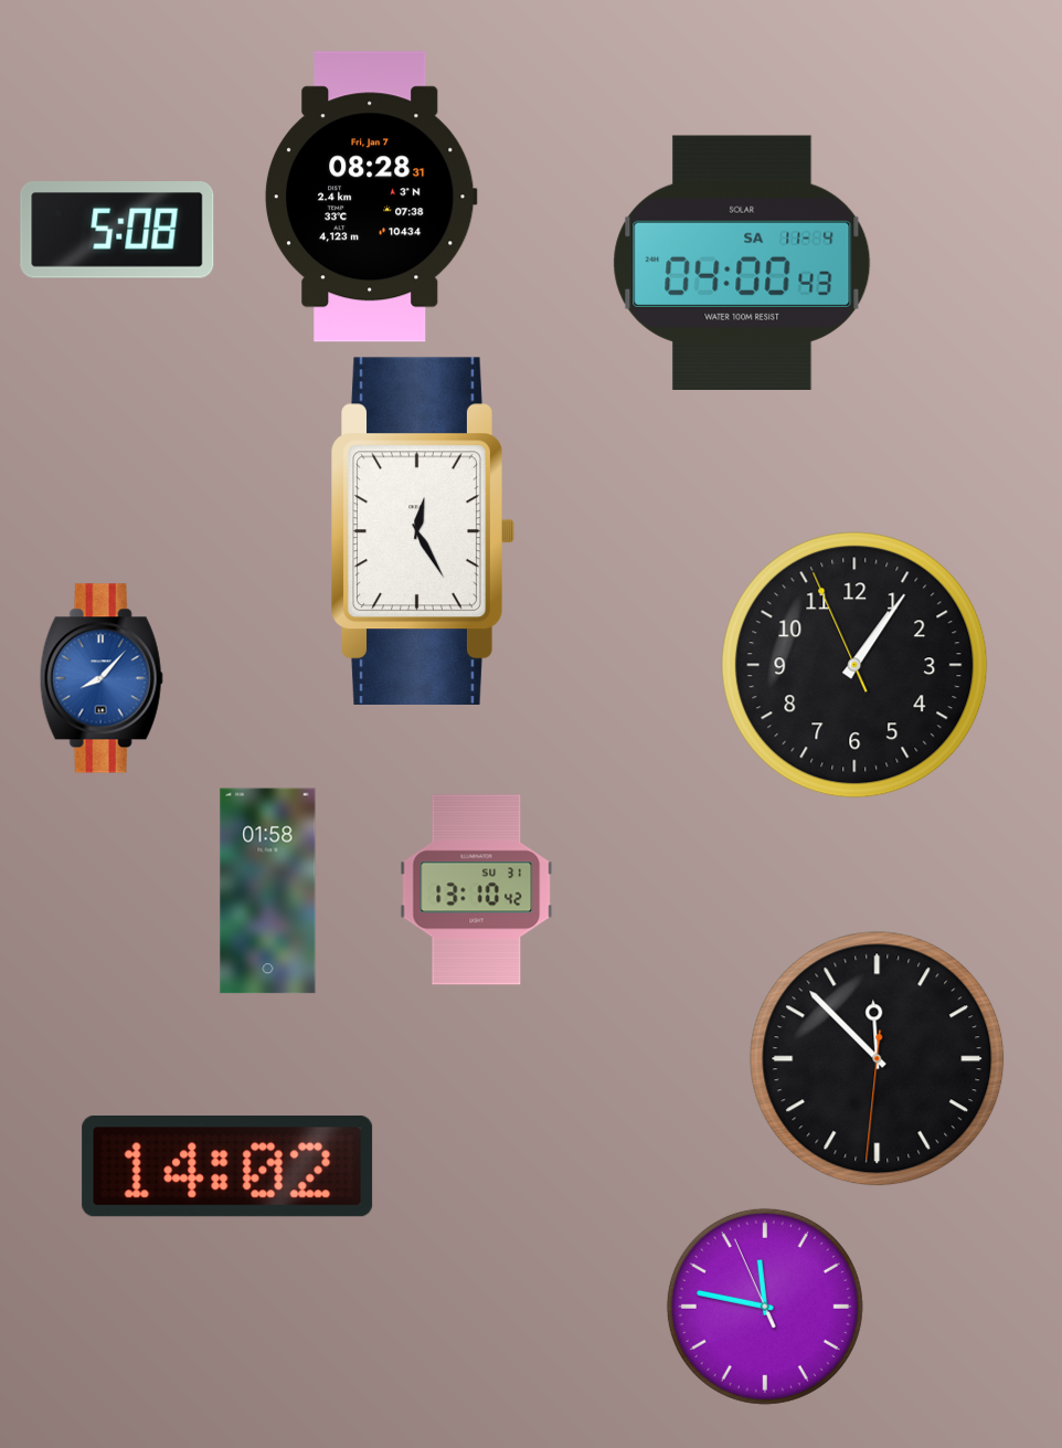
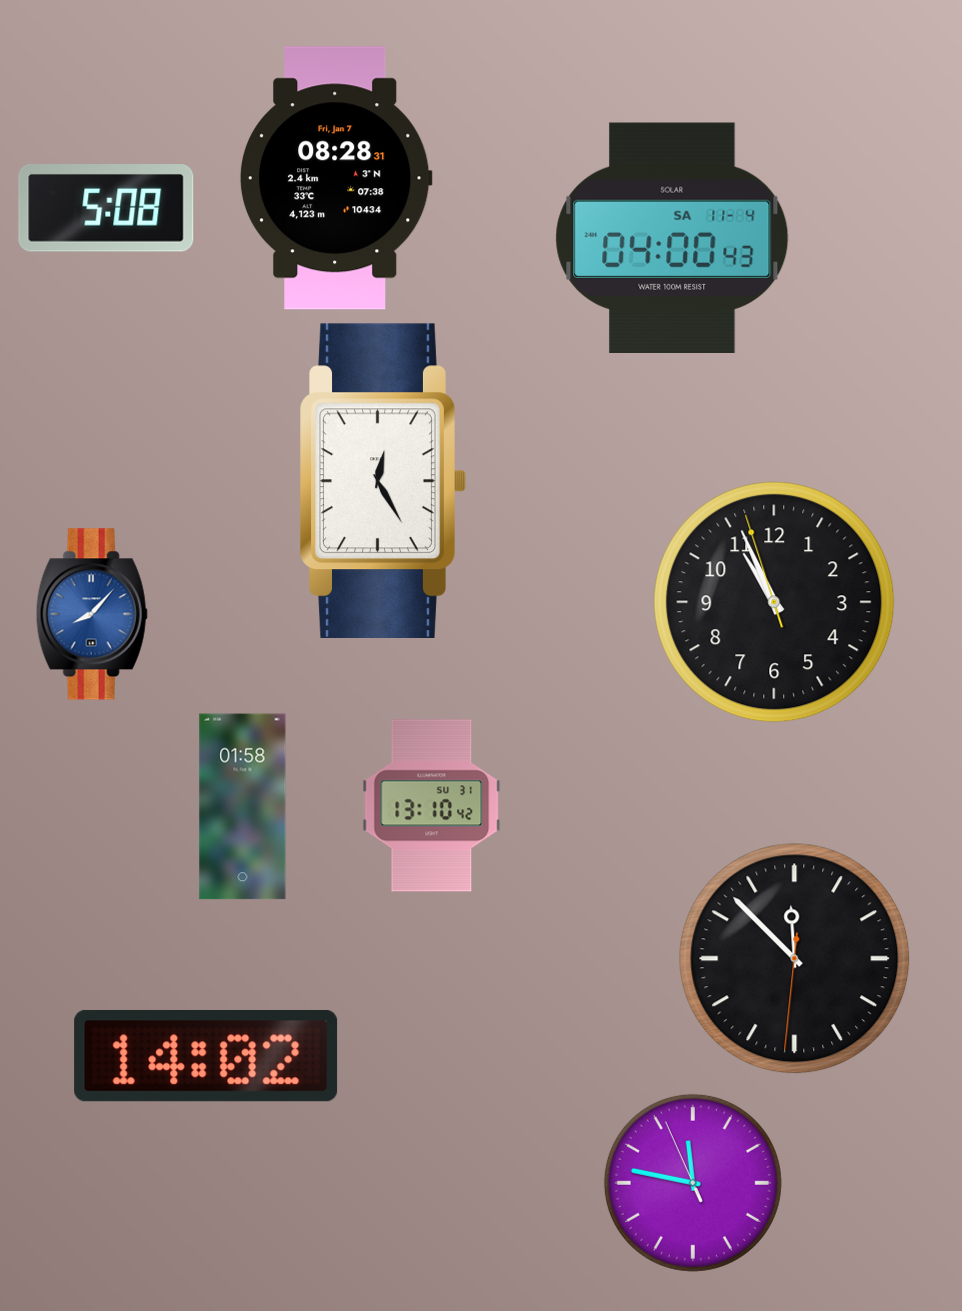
clock at (854, 665): 1:05 -> 10:55
